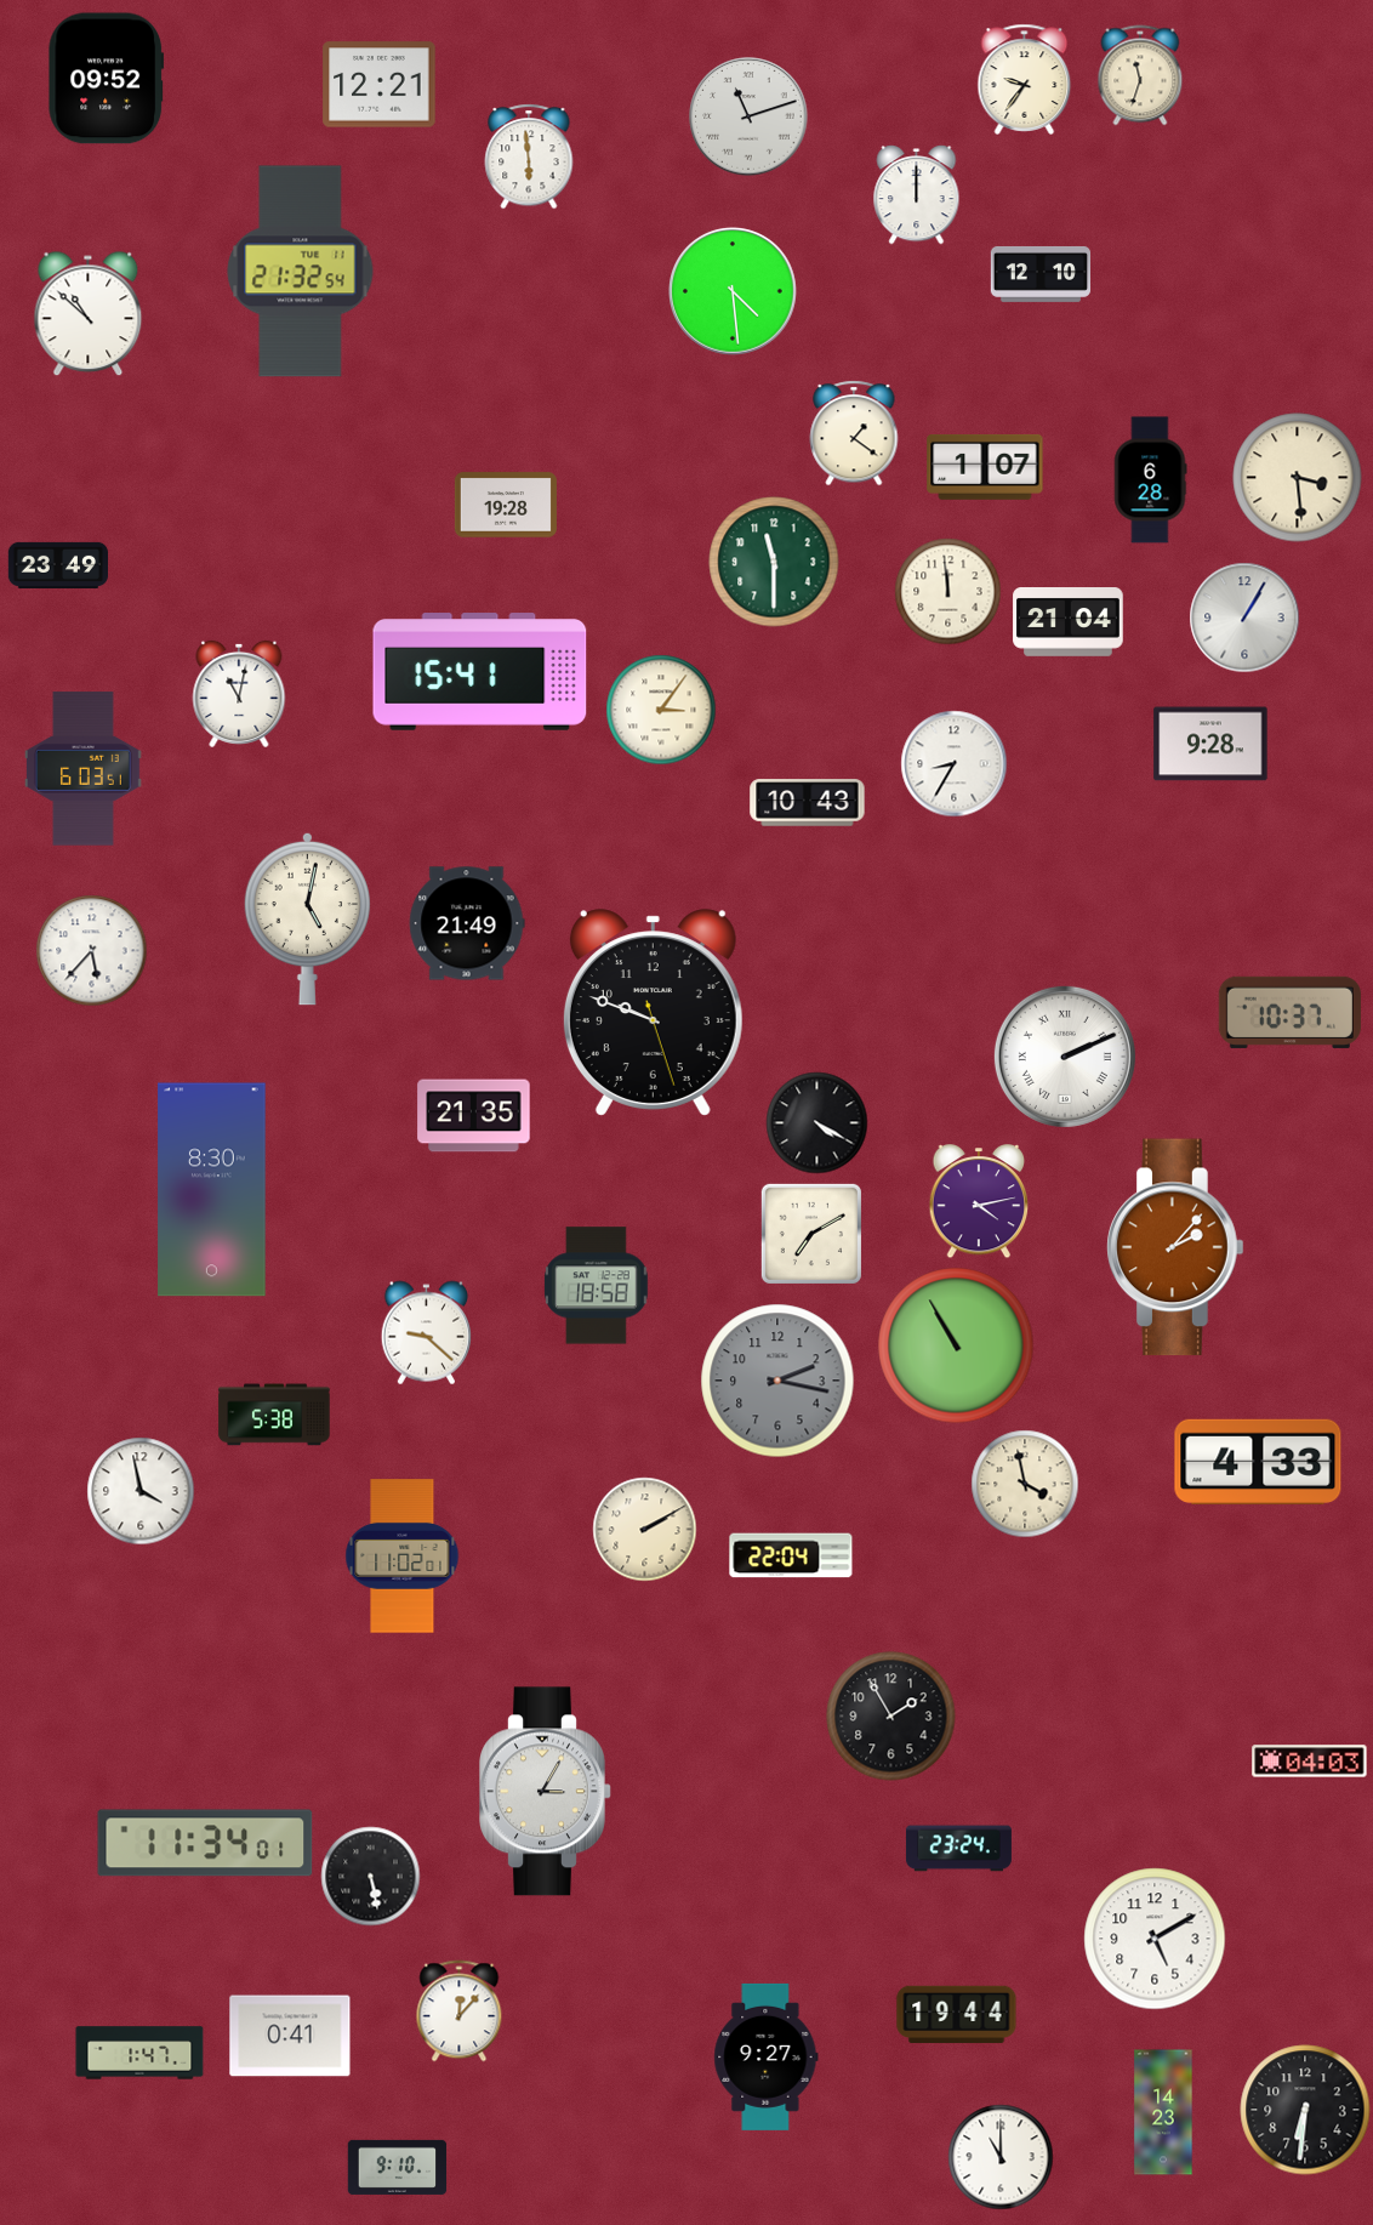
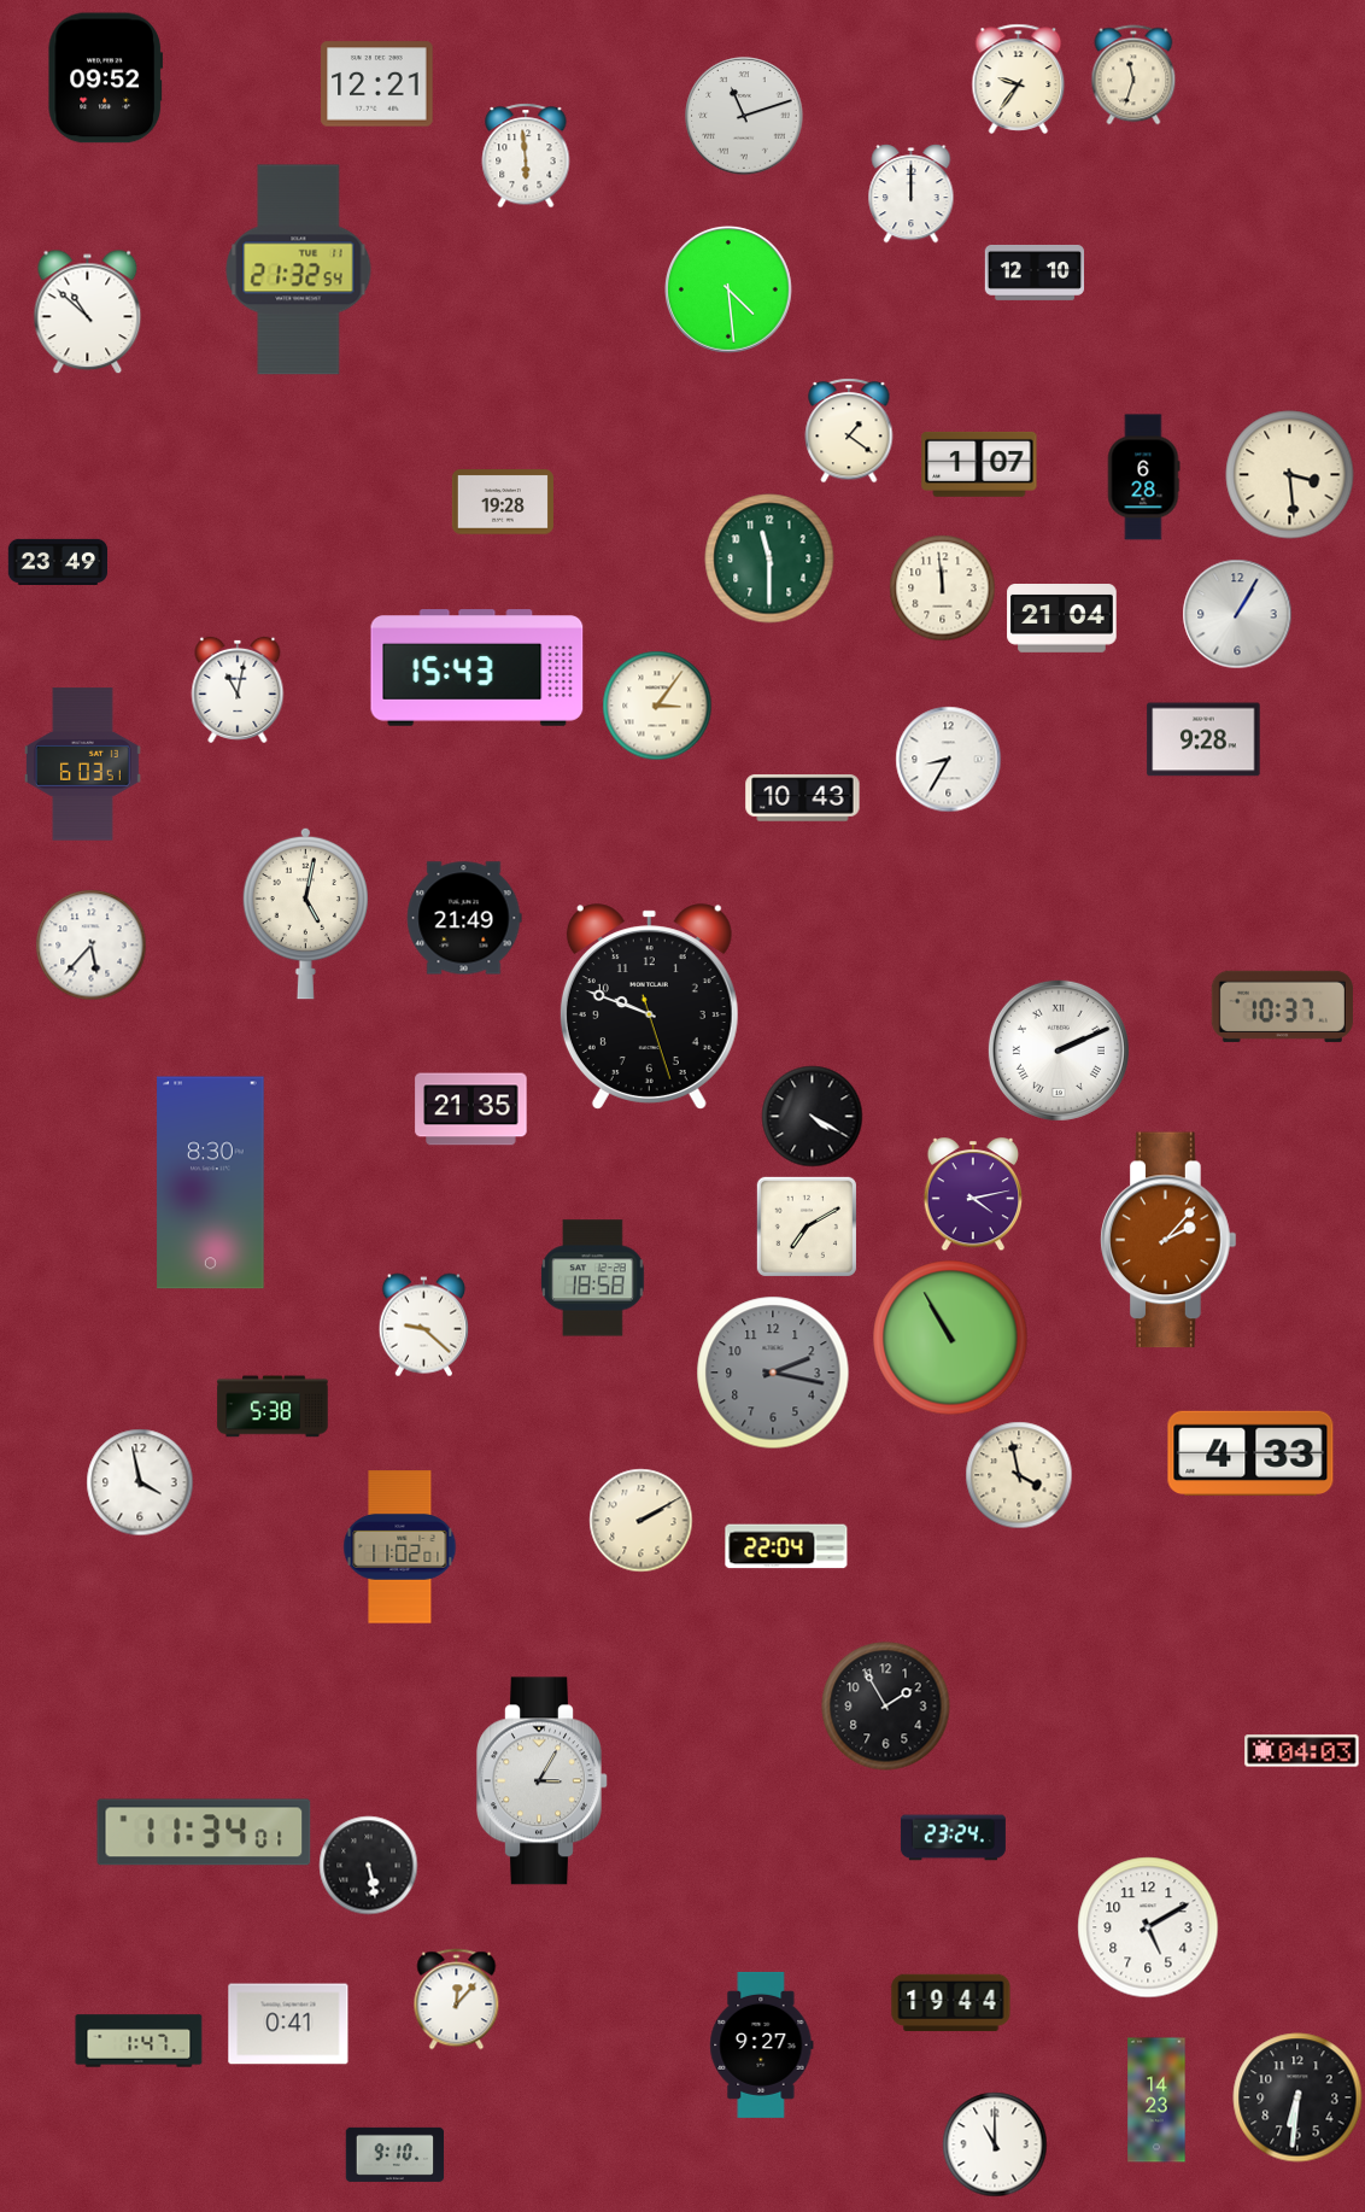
clock at (480, 672): 15:41 -> 15:43
